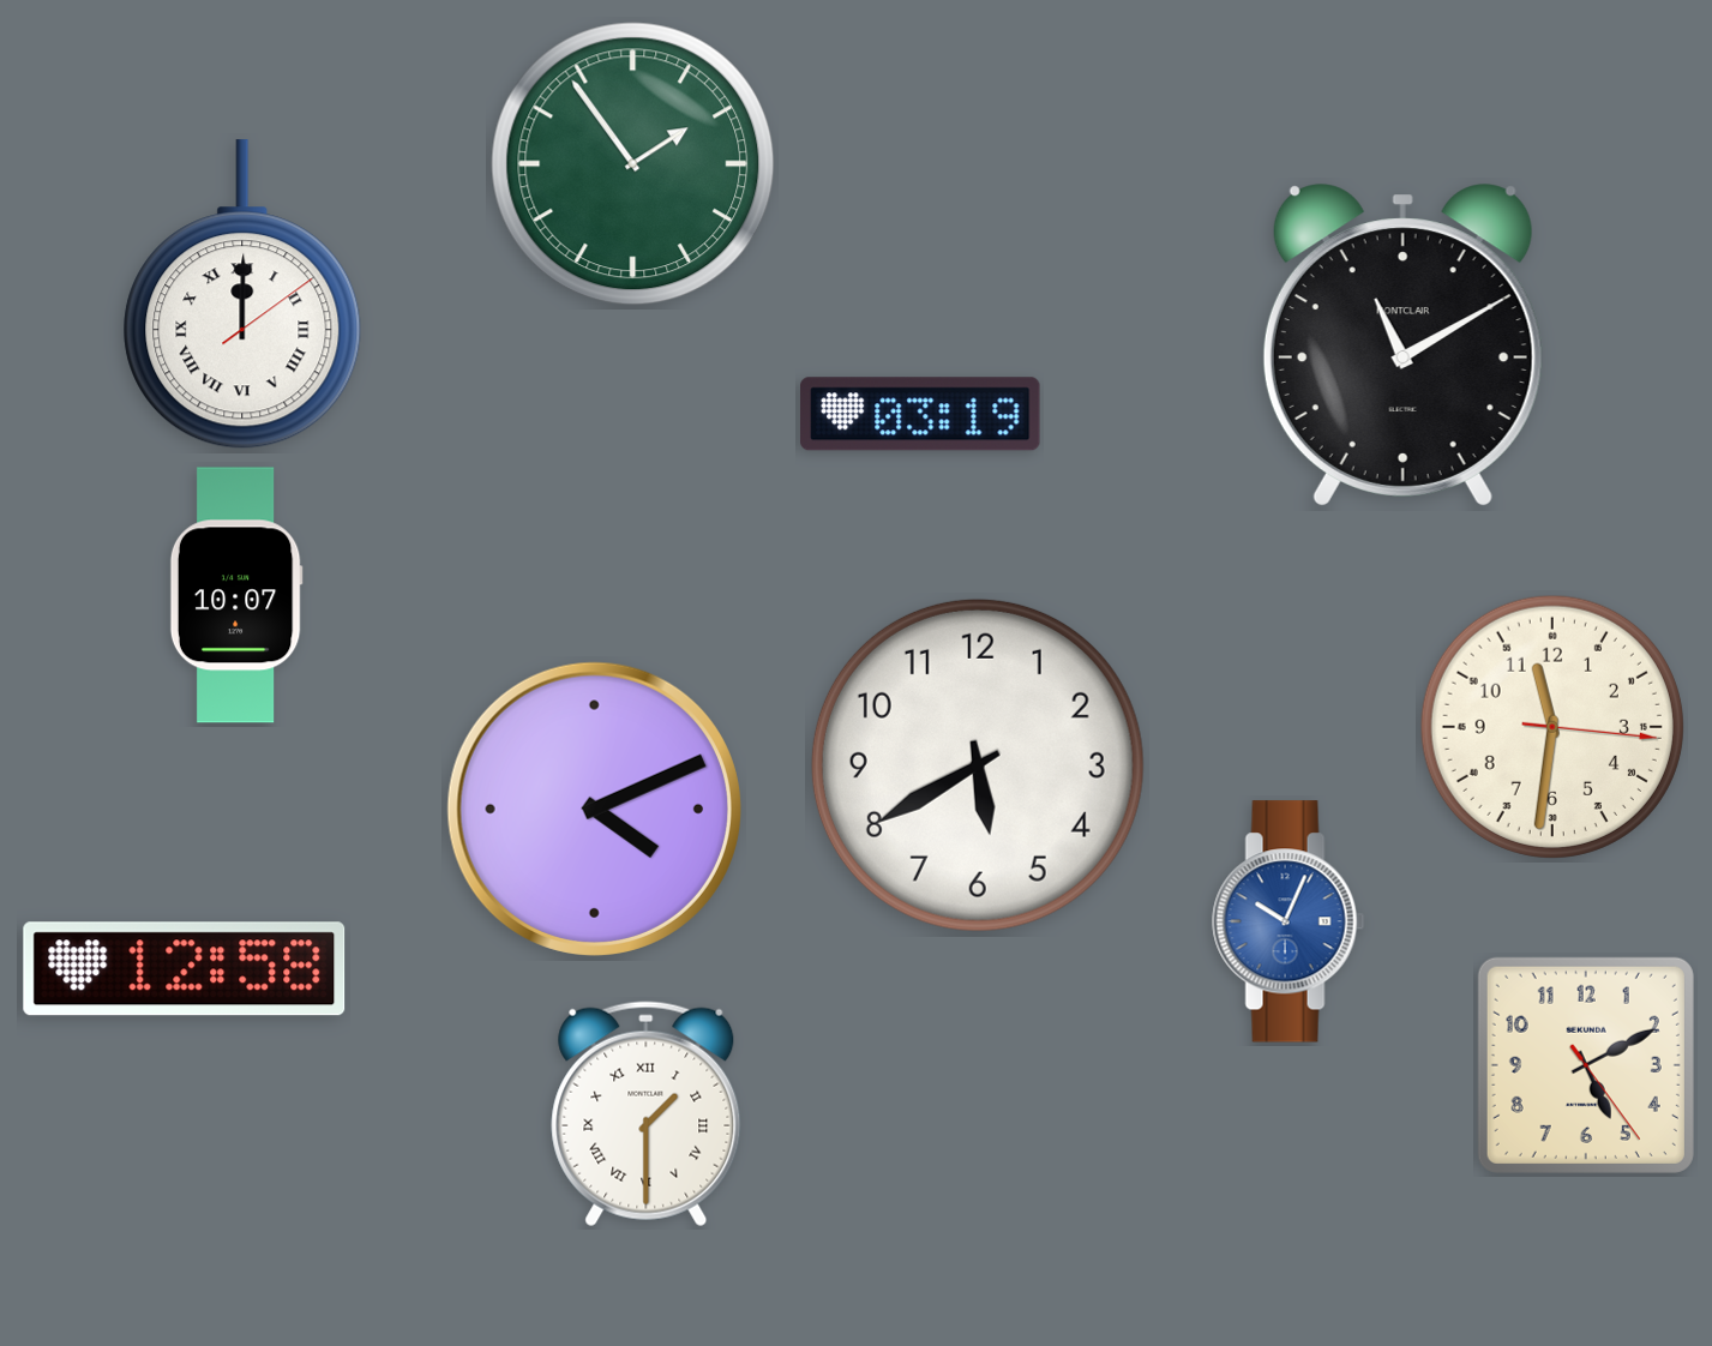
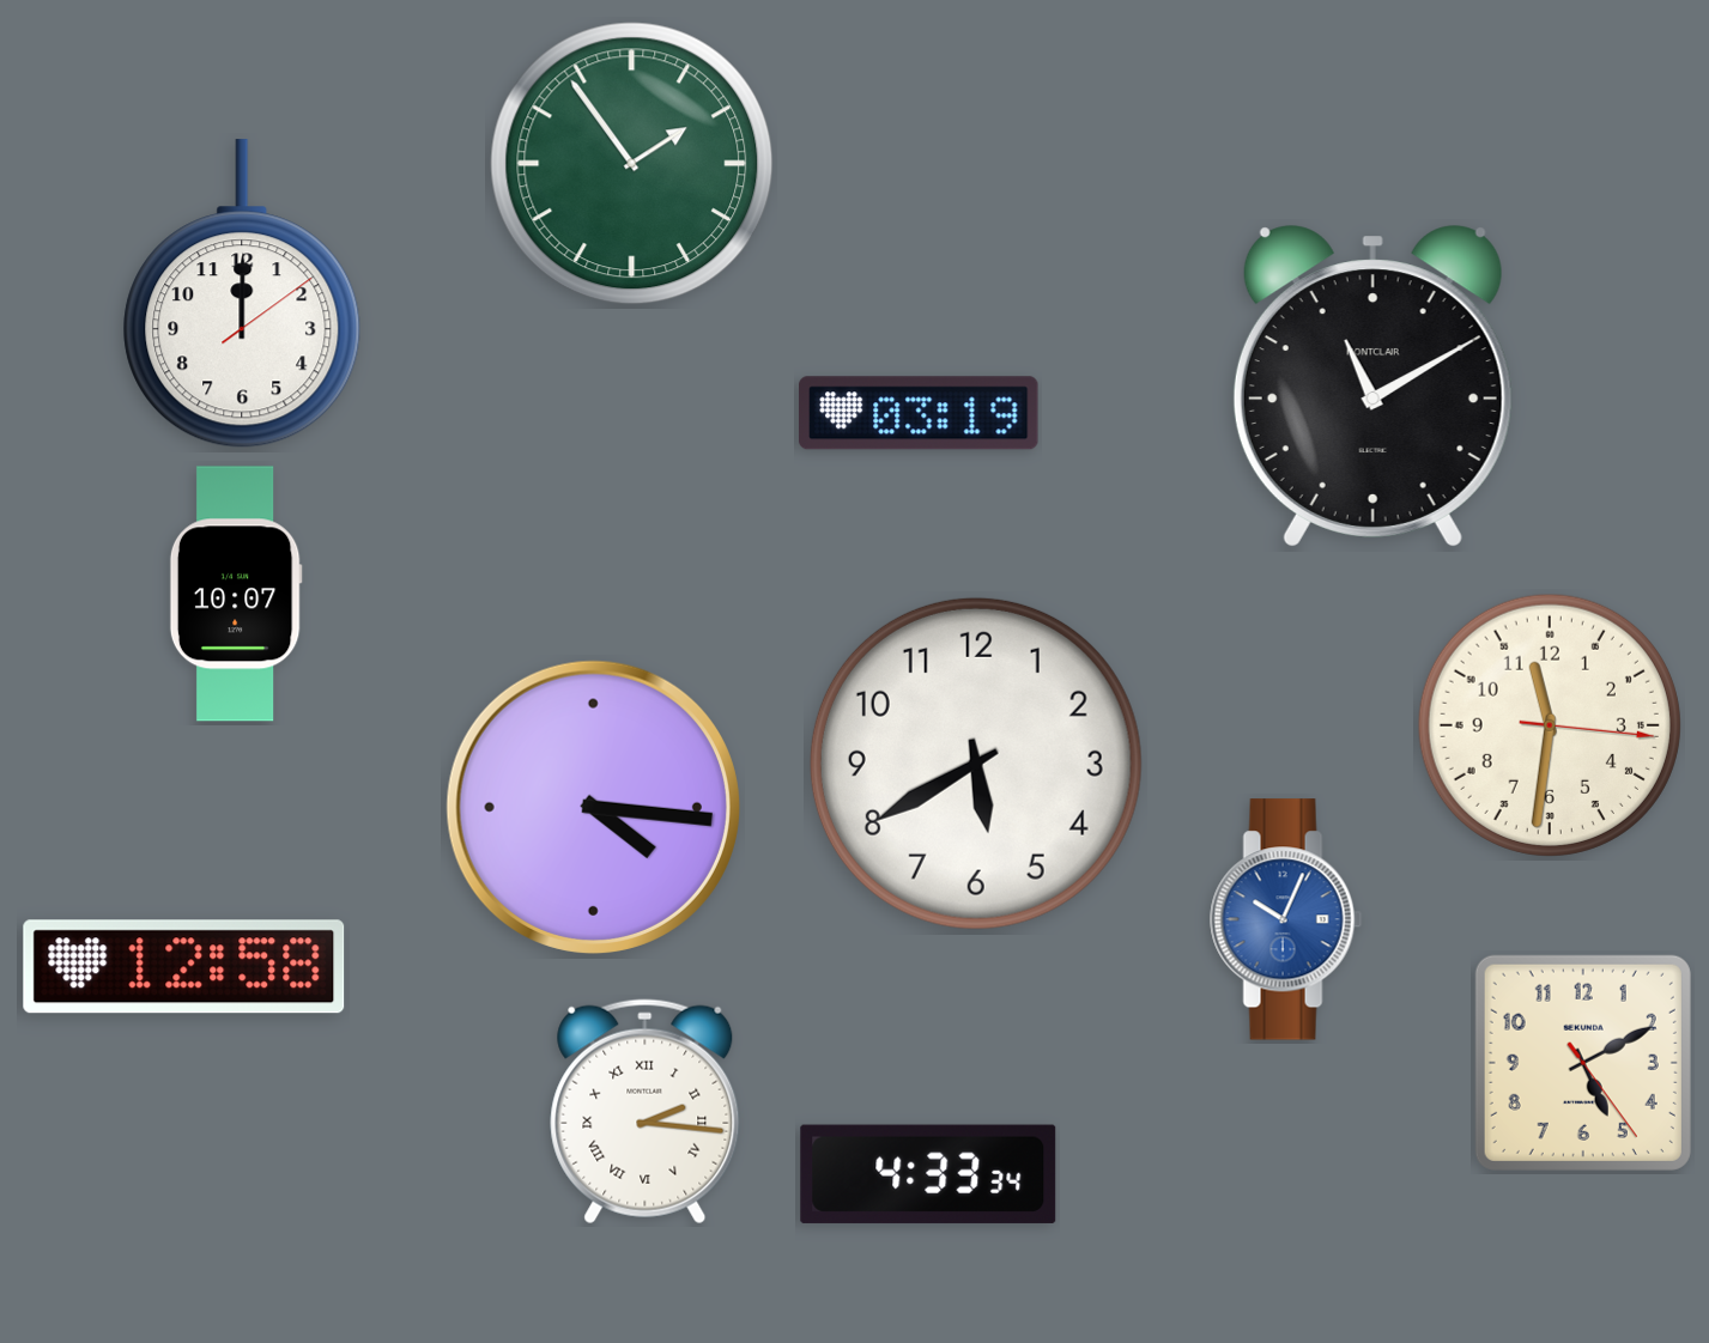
clock at (242, 295) numerals: Roman -> Arabic
clock at (1402, 345) position: (1402, 345) -> (1372, 387)
clock at (594, 809): 4:11 -> 4:16
clock at (647, 1114): 1:30 -> 2:16
clock at (928, 1174): none -> 4:33
